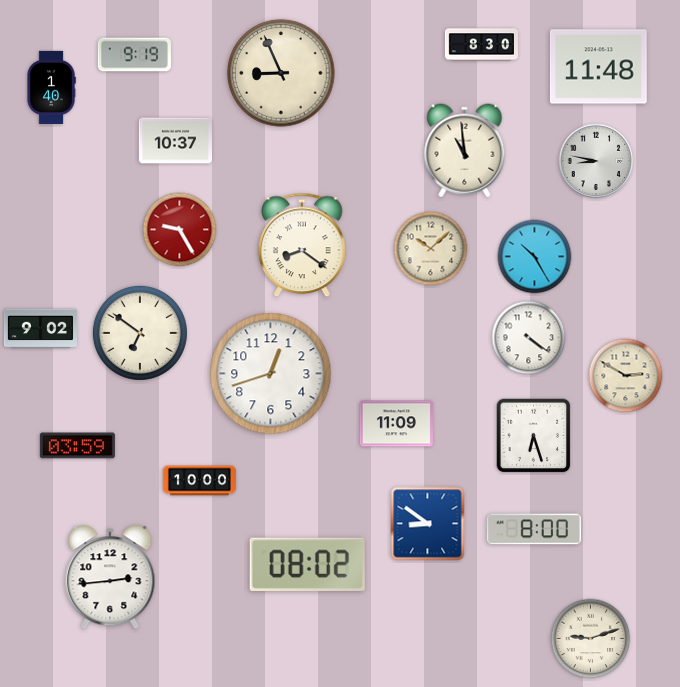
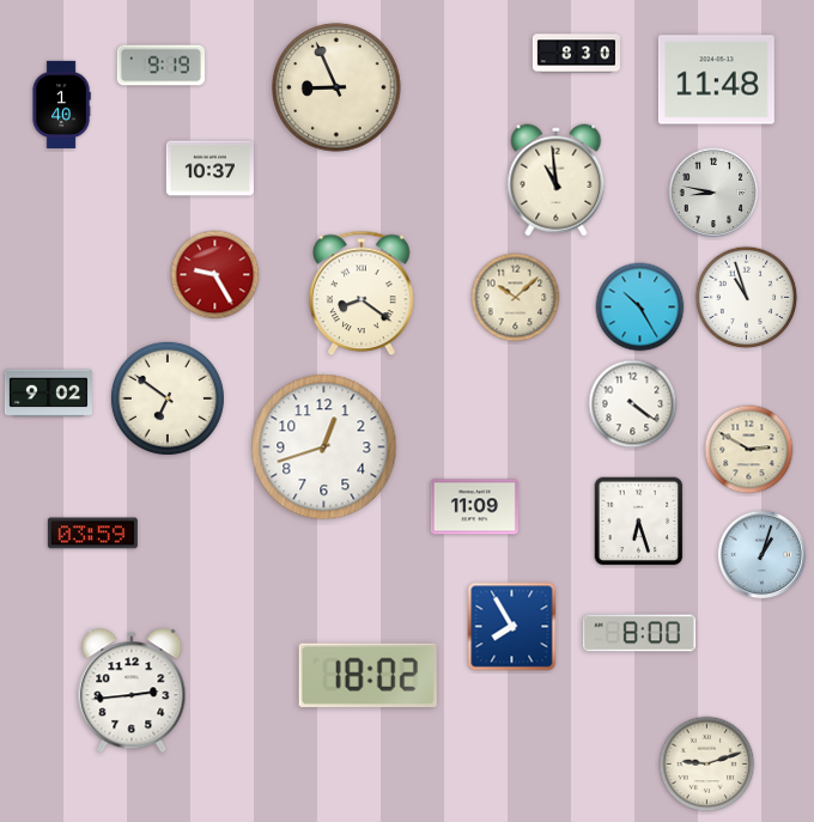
clock at (747, 298): none -> 10:57
clock at (763, 555): none -> 1:03
clock at (199, 481): 10:00 -> none
clock at (428, 524): 8:51 -> 7:55
clock at (307, 564): 08:02 -> 18:02
